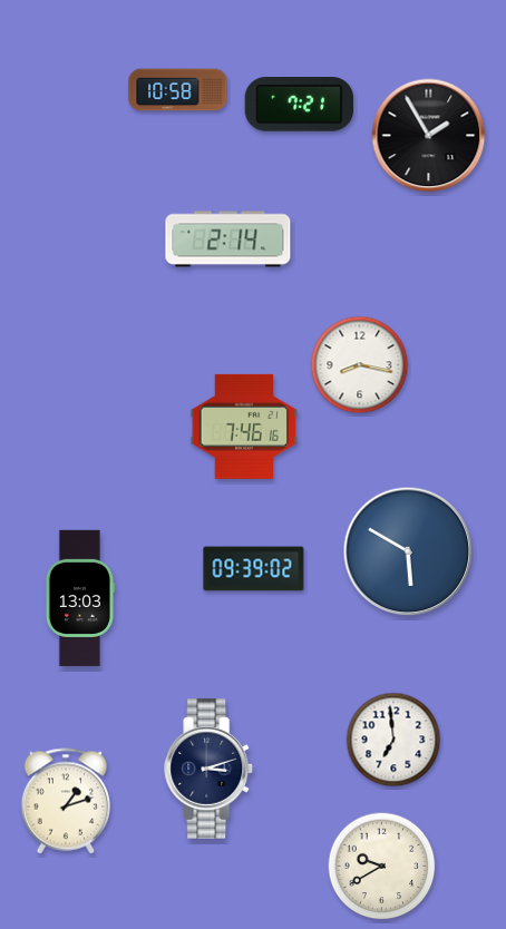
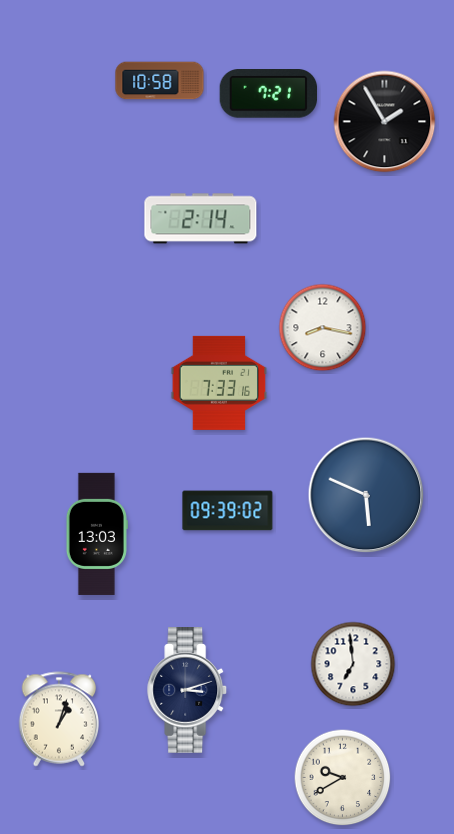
clock at (228, 239) position: (228, 239) -> (201, 219)
clock at (244, 427): 7:46 -> 7:33
clock at (408, 551): 5:50 -> 5:49
clock at (80, 598) position: (80, 598) -> (97, 534)
clock at (66, 801): 1:12 -> 1:03
